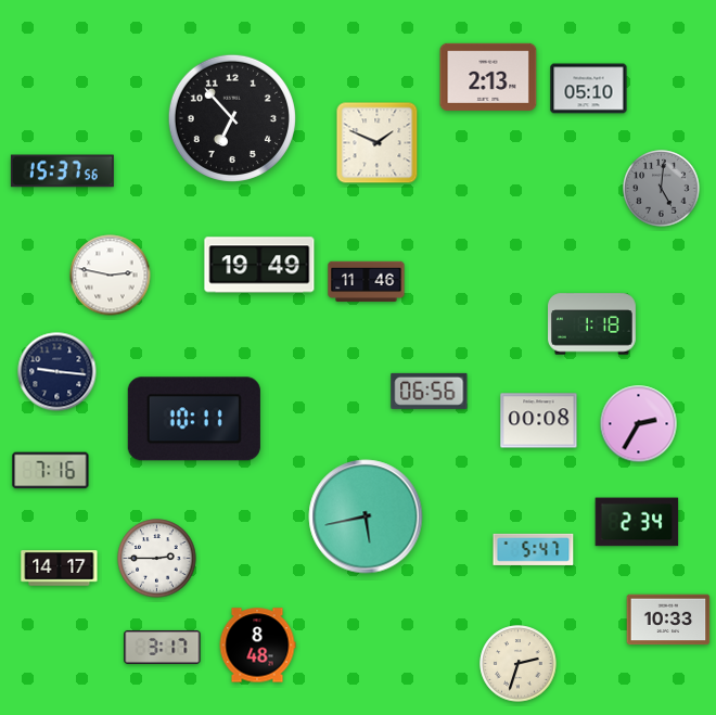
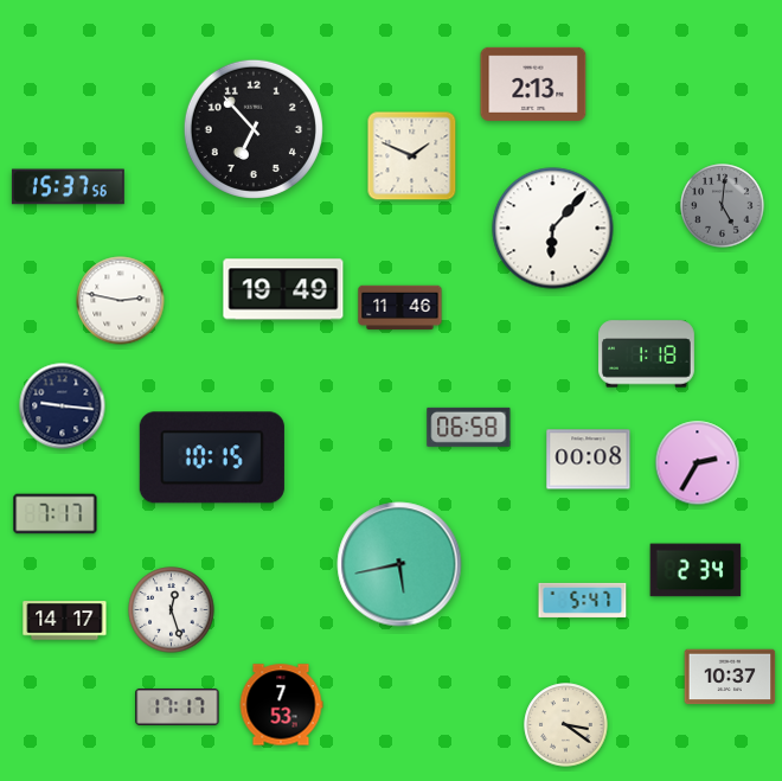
clock at (589, 89): 05:10 -> none
clock at (553, 229): none -> 6:07
clock at (430, 391): 06:56 -> 06:58
clock at (194, 419): 10:11 -> 10:15
clock at (51, 471): 7:16 -> 7:17
clock at (157, 559): 2:45 -> 12:27
clock at (668, 620): 10:33 -> 10:37
clock at (257, 646): 8:48 -> 7:53
clock at (163, 647): 3:17 -> 17:17
clock at (519, 664): 2:33 -> 3:21
